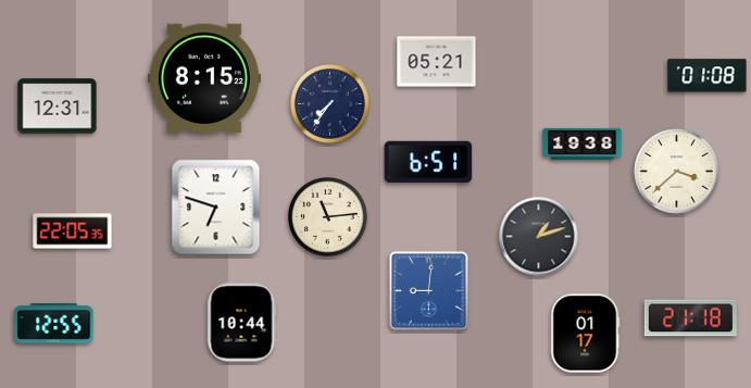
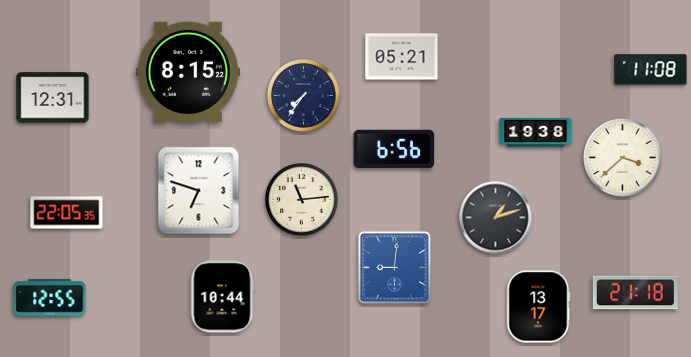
clock at (708, 76): 01:08 -> 11:08
clock at (428, 162): 6:51 -> 6:56
clock at (585, 334): 01:17 -> 13:17
